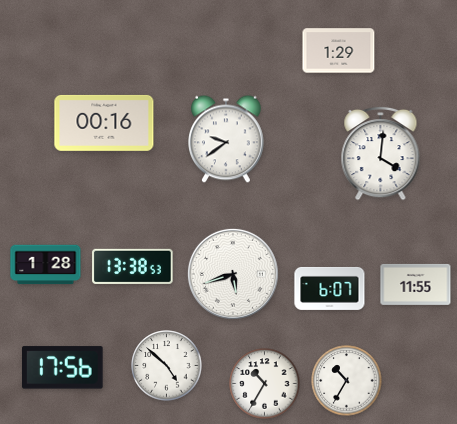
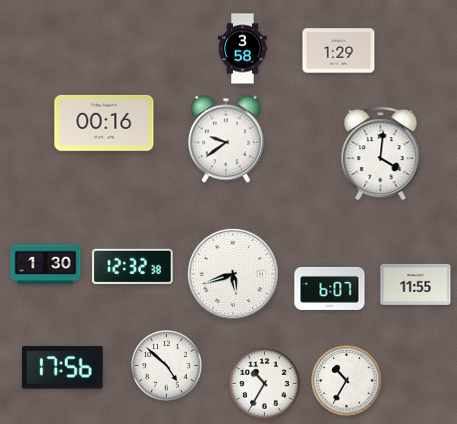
clock at (243, 49): none -> 3:58
clock at (46, 265): 1:28 -> 1:30
clock at (133, 266): 13:38 -> 12:32
